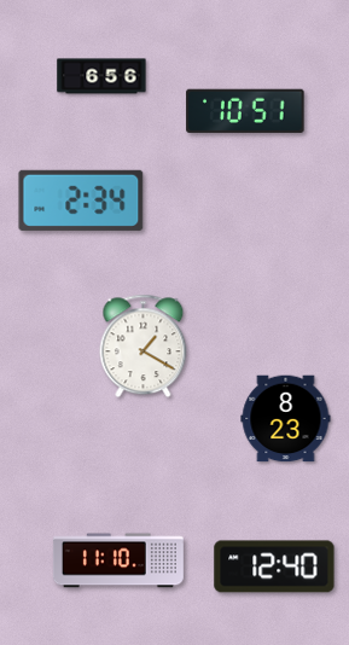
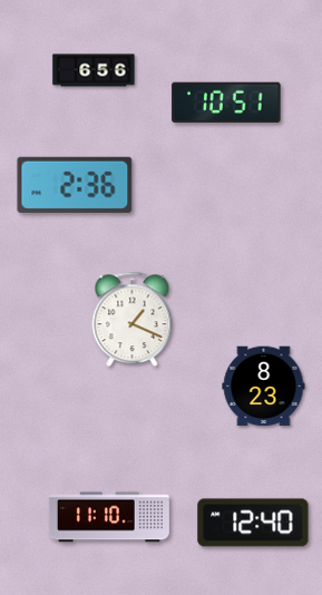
clock at (81, 201): 2:34 -> 2:36
clock at (144, 347): 1:20 -> 1:19
